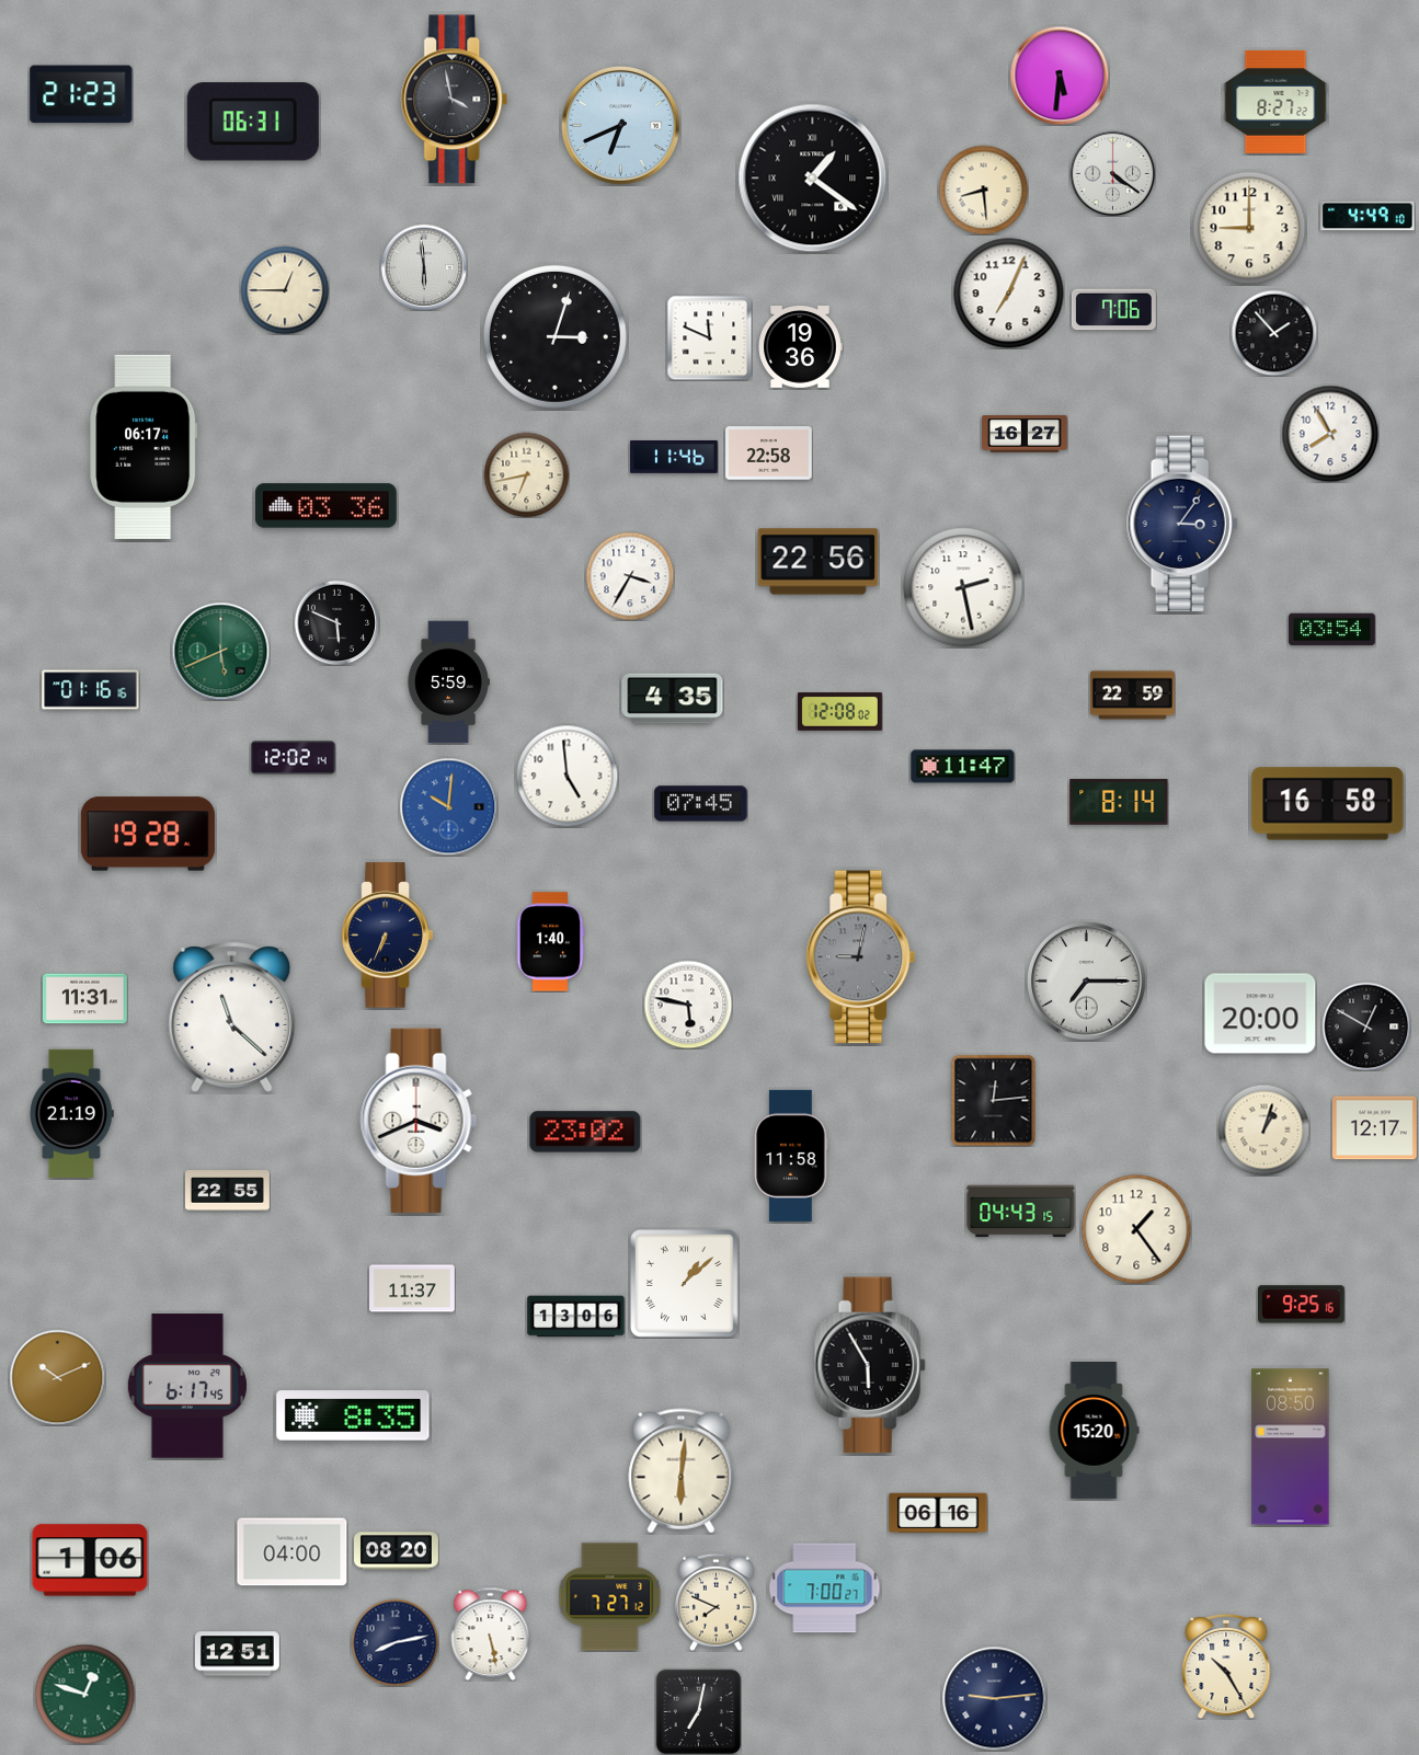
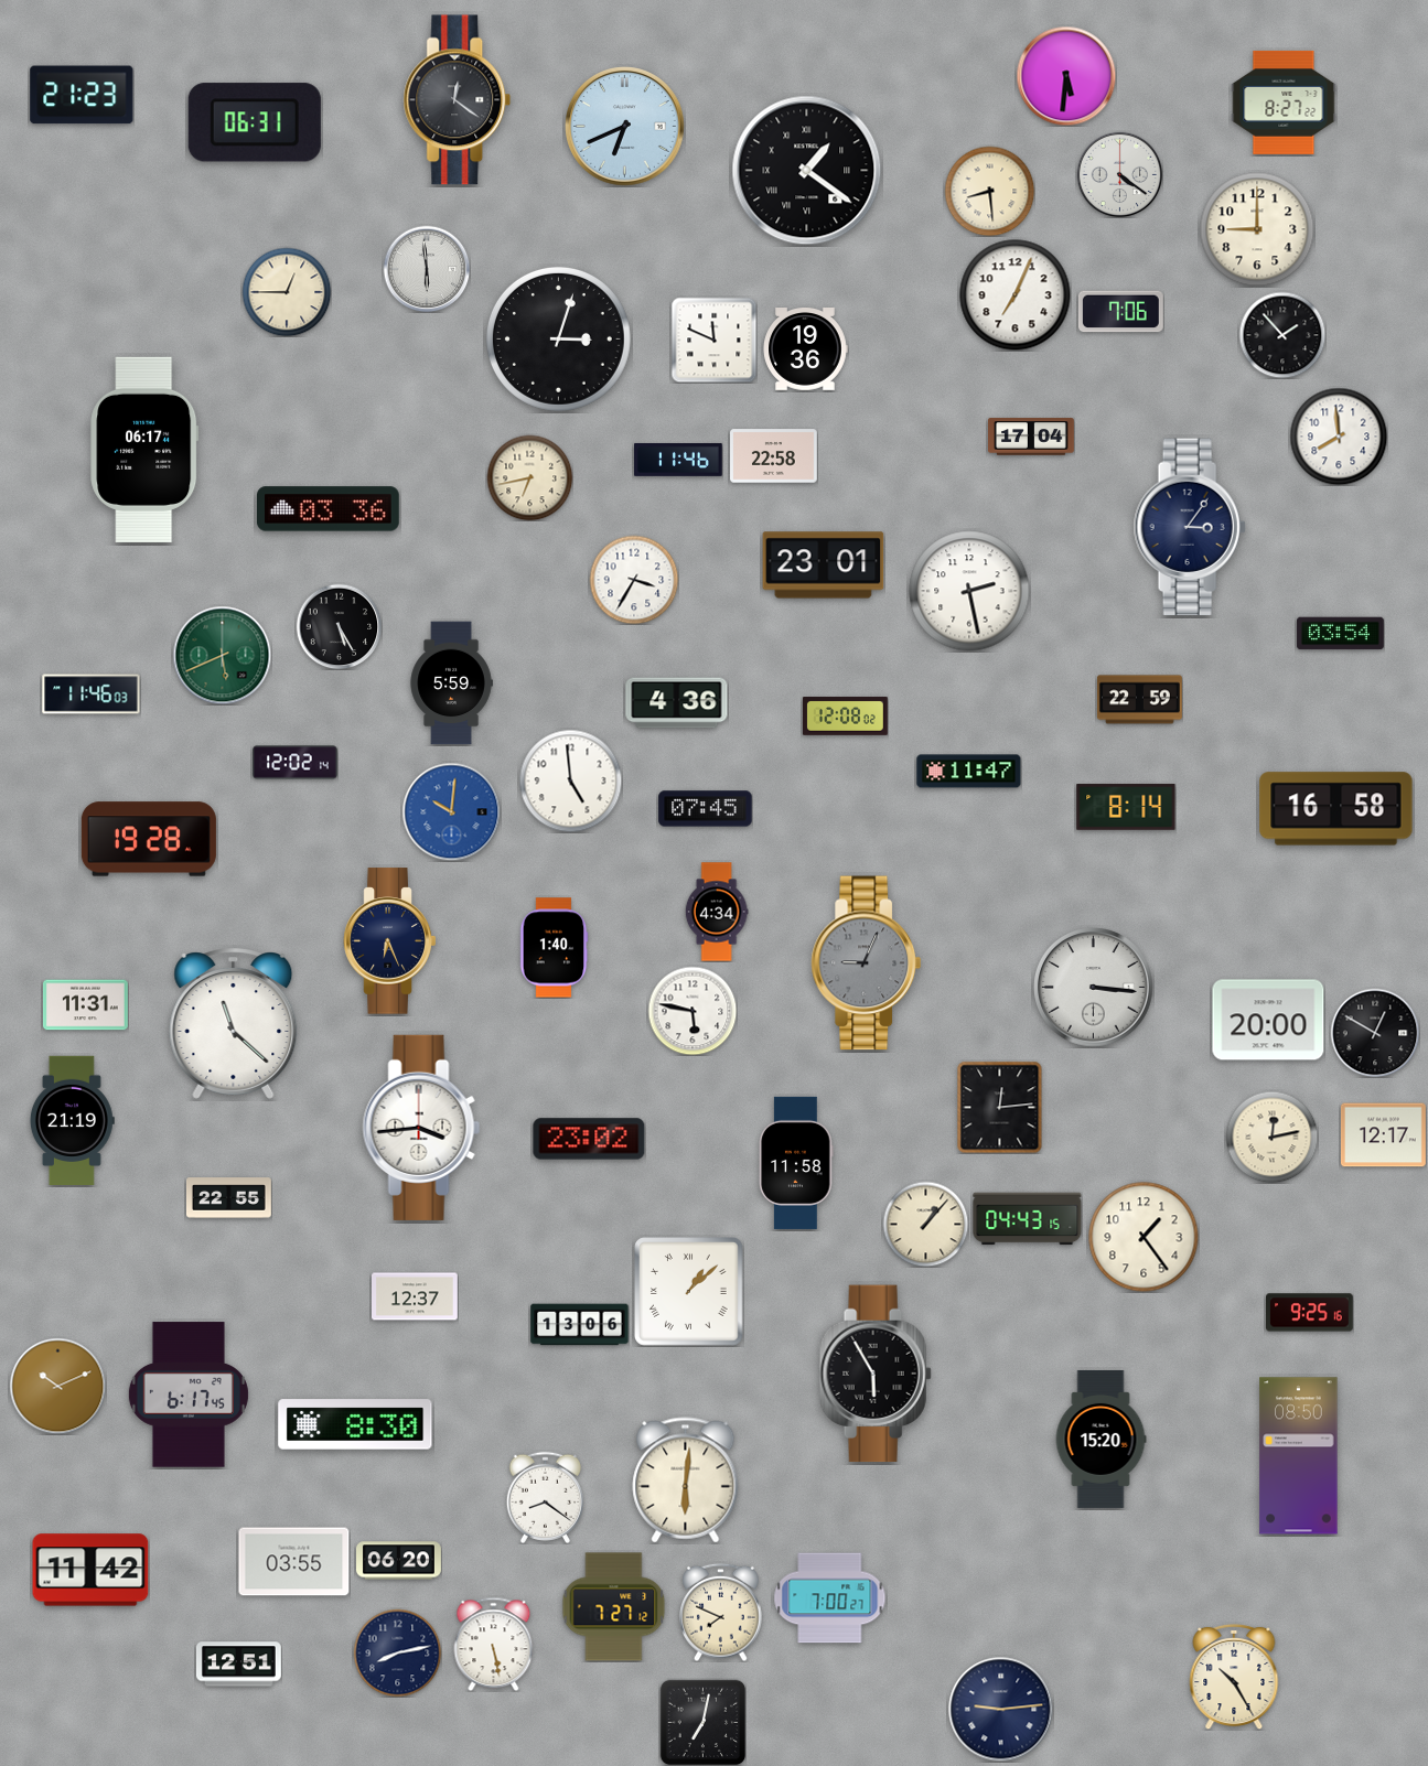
clock at (455, 100): 3:58 -> 12:21
clock at (813, 179) position: (813, 179) -> (807, 171)
clock at (1367, 216): 4:49 -> none
clock at (1026, 434): 16:27 -> 17:04
clock at (1330, 434): 7:55 -> 7:59
clock at (819, 562): 22:56 -> 23:01
clock at (336, 622): 5:49 -> 5:25
clock at (448, 682) position: (448, 682) -> (451, 683)
clock at (91, 690): 01:16 -> 11:46
clock at (673, 699): 4:35 -> 4:36
clock at (717, 912): none -> 4:34
clock at (388, 936): 6:34 -> 6:26
clock at (861, 957): 9:02 -> 9:04
clock at (1087, 982): 7:15 -> 3:16
clock at (419, 1121): 3:41 -> 3:44
clock at (1263, 1129): 1:03 -> 12:13
clock at (925, 1224): none -> 1:07
clock at (413, 1288): 11:37 -> 12:37
clock at (353, 1415): 8:35 -> 8:30
clock at (545, 1497): none -> 8:21
clock at (938, 1513): 06:16 -> none
clock at (397, 1551): 08:20 -> 06:20
clock at (293, 1552): 04:00 -> 03:55
clock at (90, 1560): 1:06 -> 11:42
clock at (84, 1694): 12:48 -> none
